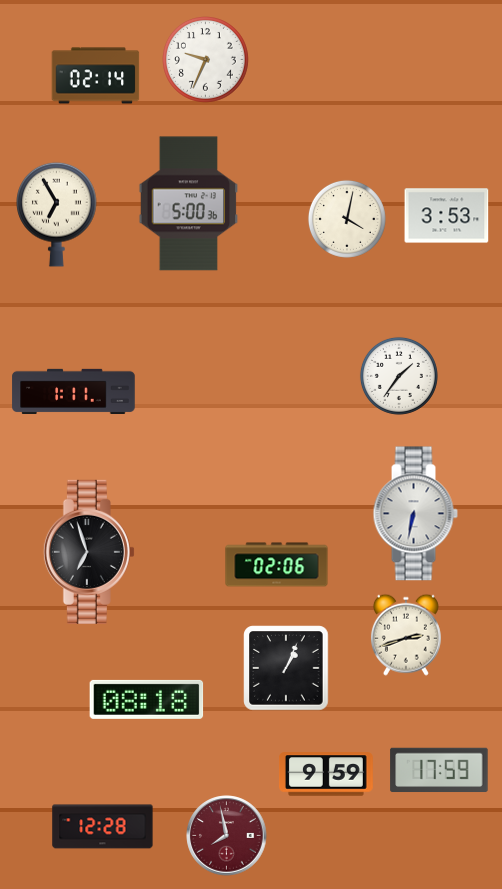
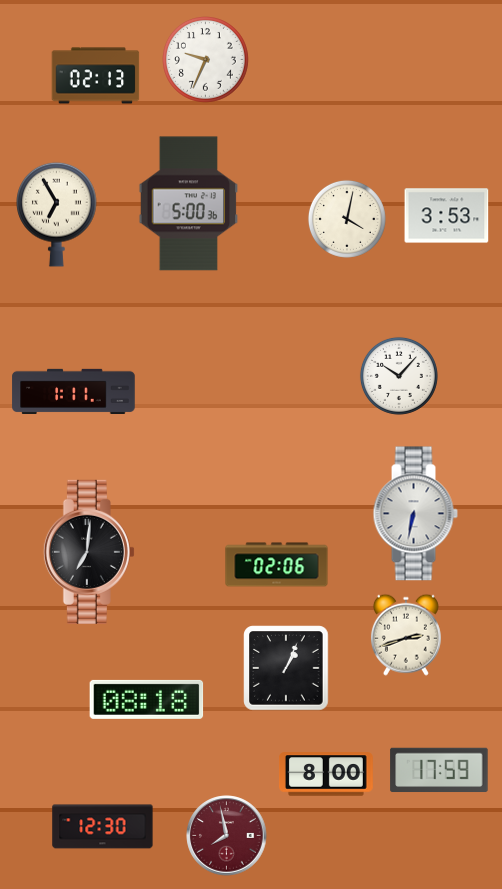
clock at (96, 76): 02:14 -> 02:13
clock at (399, 376): 1:36 -> 10:07
clock at (89, 552): 6:57 -> 7:01
clock at (326, 774): 9:59 -> 8:00
clock at (103, 827): 12:28 -> 12:30
